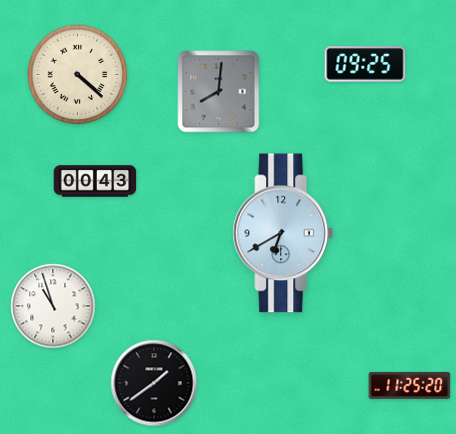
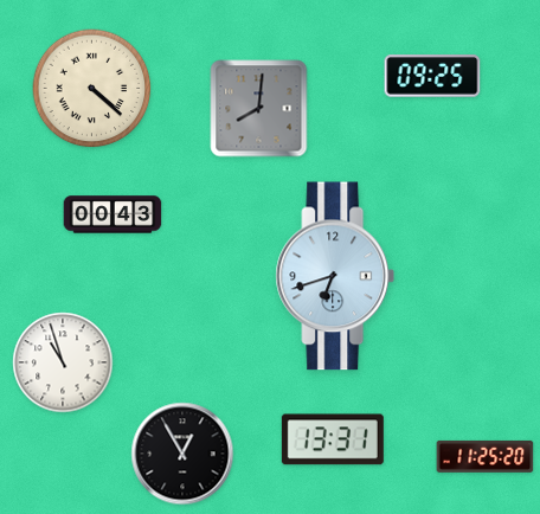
clock at (283, 233): 6:40 -> 6:42
clock at (333, 439): none -> 13:31
clock at (154, 383): 1:39 -> 12:55
